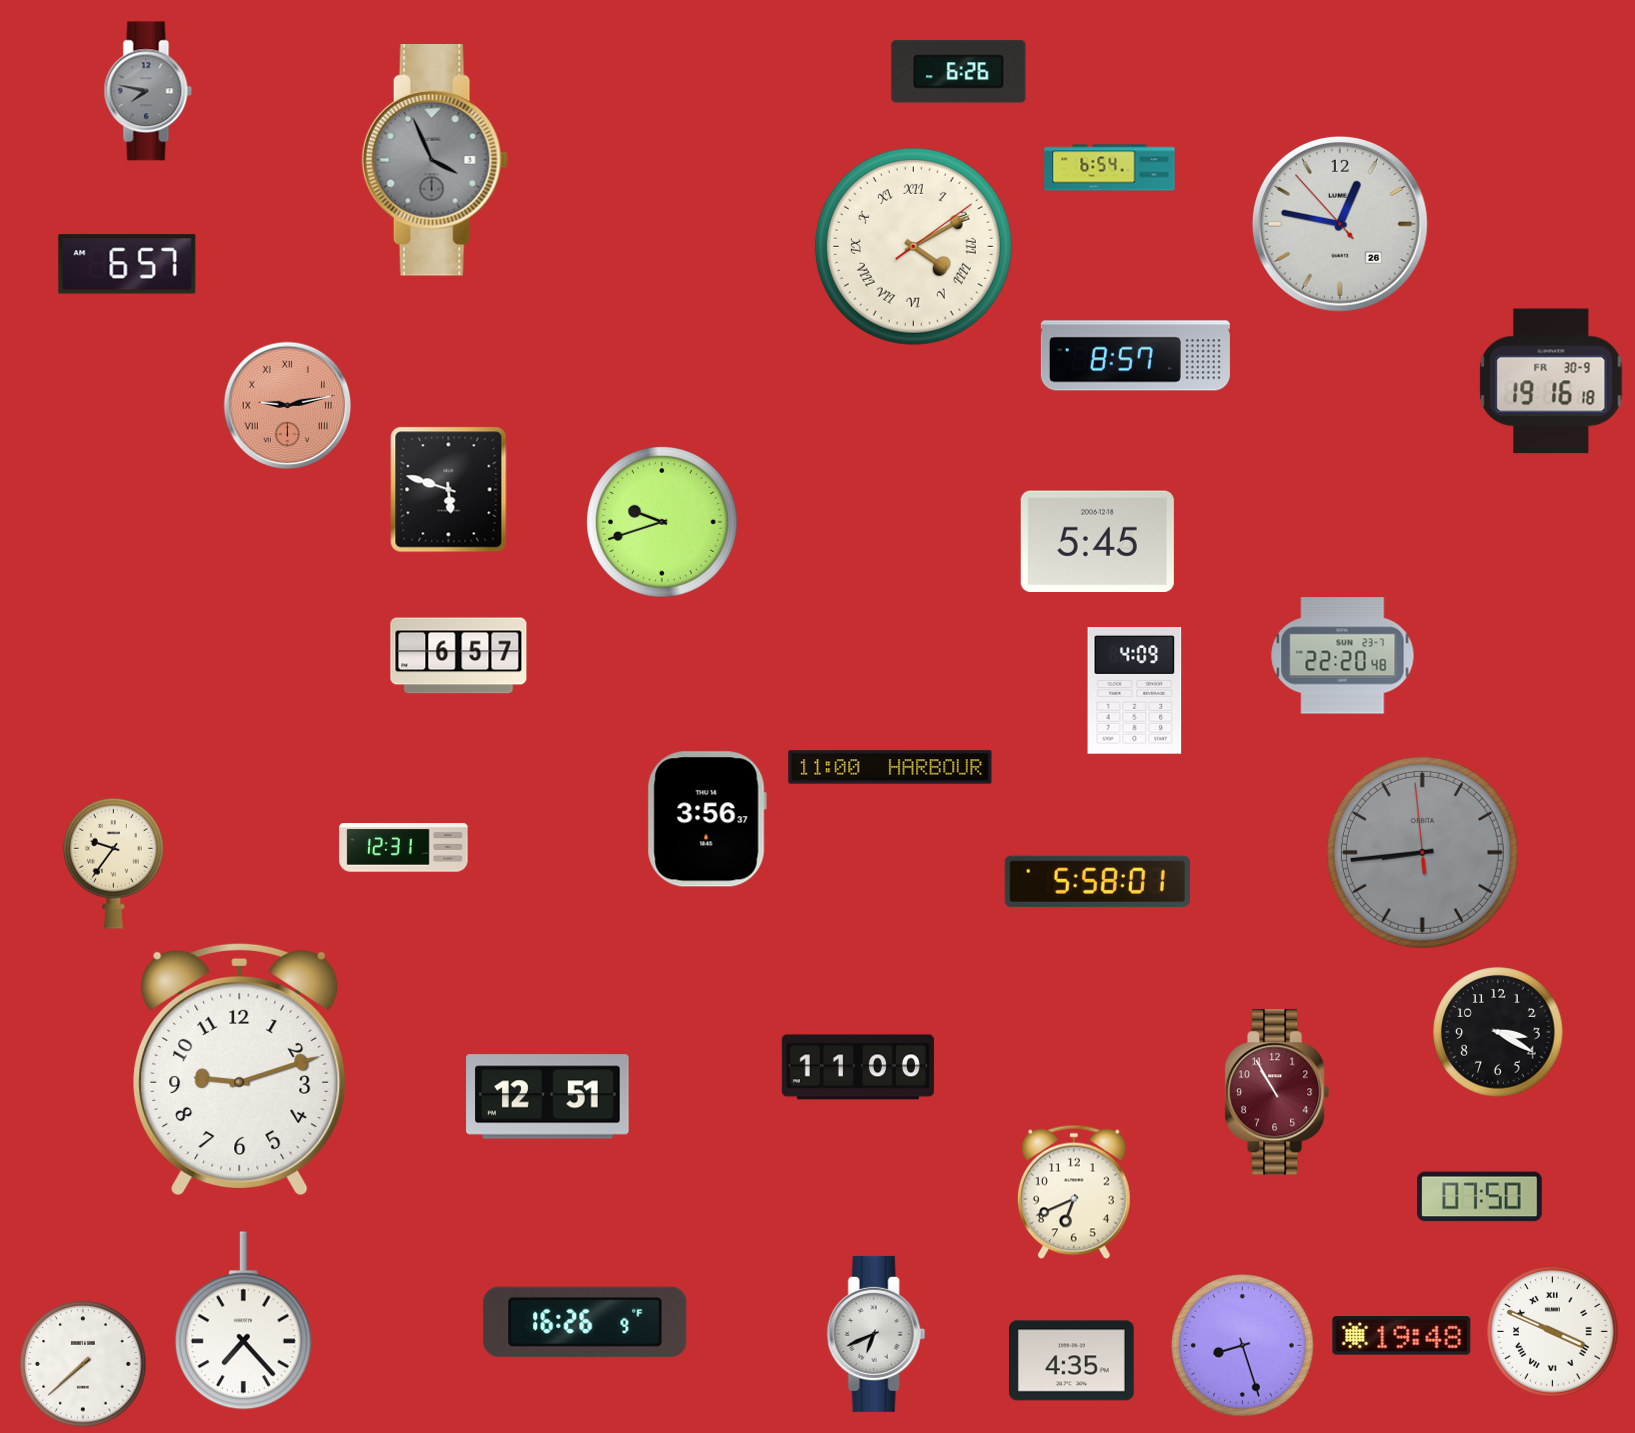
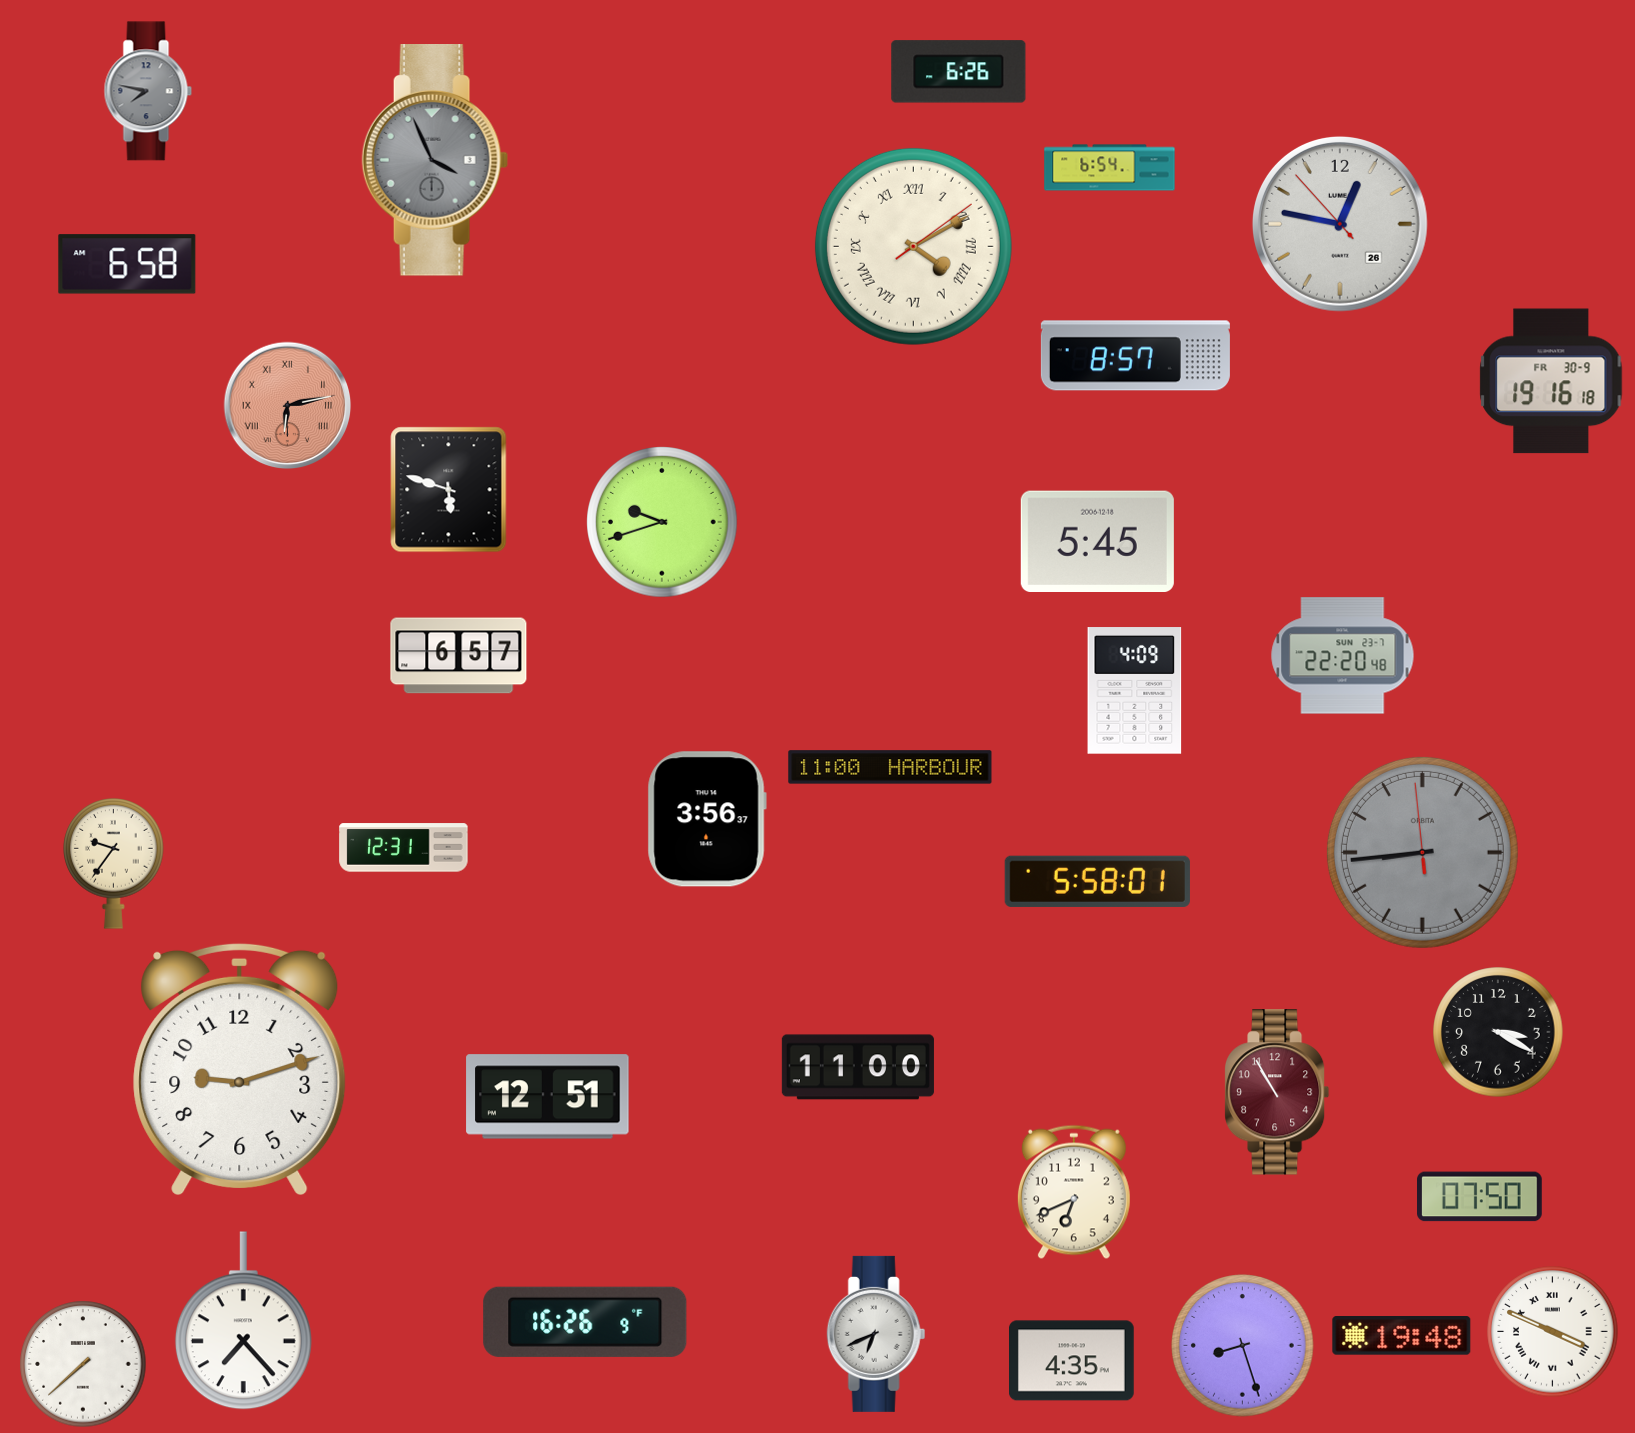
clock at (127, 264): 6:57 -> 6:58
clock at (288, 406): 9:13 -> 6:13
